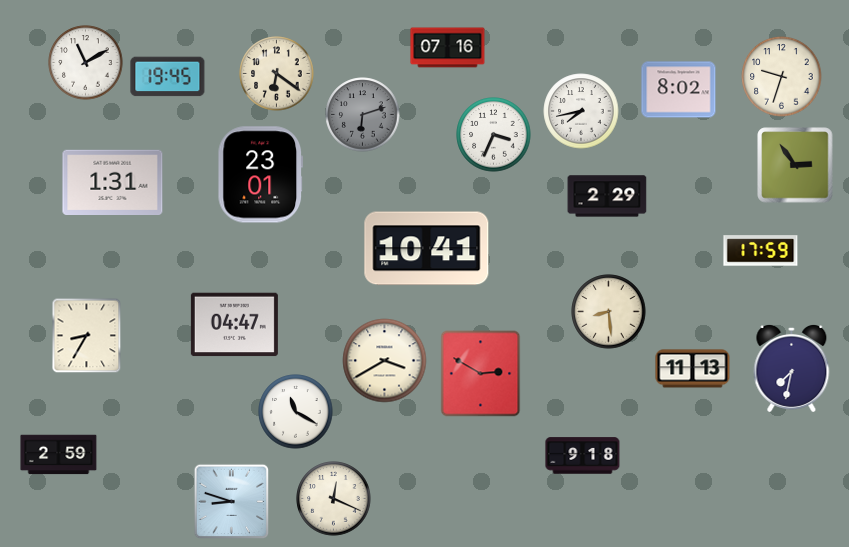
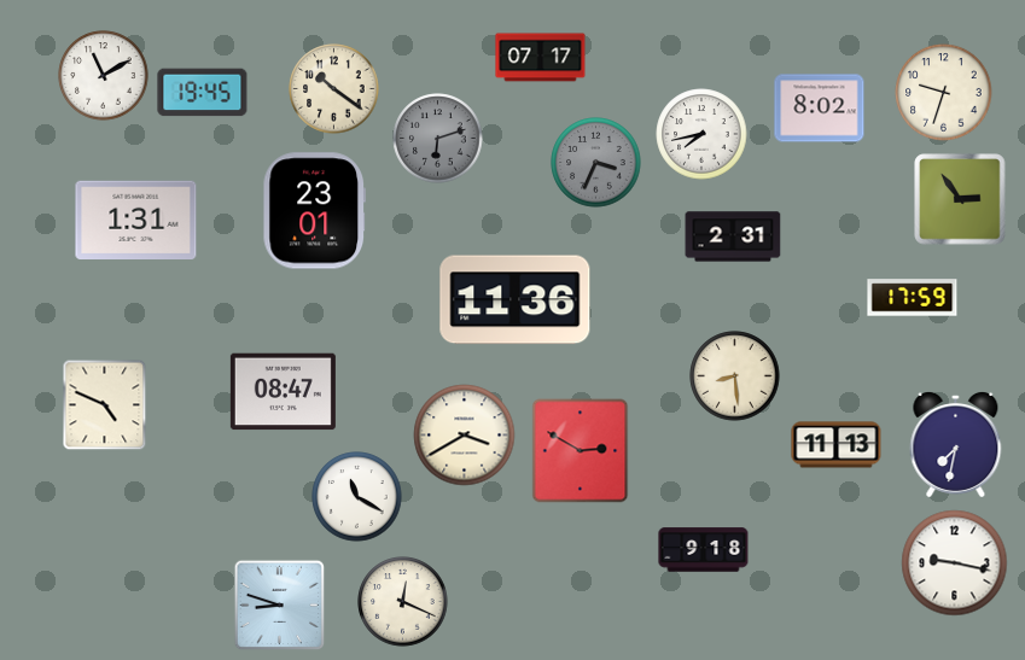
clock at (448, 48): 07:16 -> 07:17
clock at (277, 74): 6:21 -> 10:21
clock at (494, 135) dial: white -> grey
clock at (607, 196): 2:29 -> 2:31
clock at (427, 249): 10:41 -> 11:36
clock at (761, 251) position: (761, 251) -> (913, 298)
clock at (234, 325): 04:47 -> 08:47
clock at (87, 336): 8:35 -> 4:49
clock at (59, 455): 2:59 -> none
clock at (955, 563): none -> 9:17
